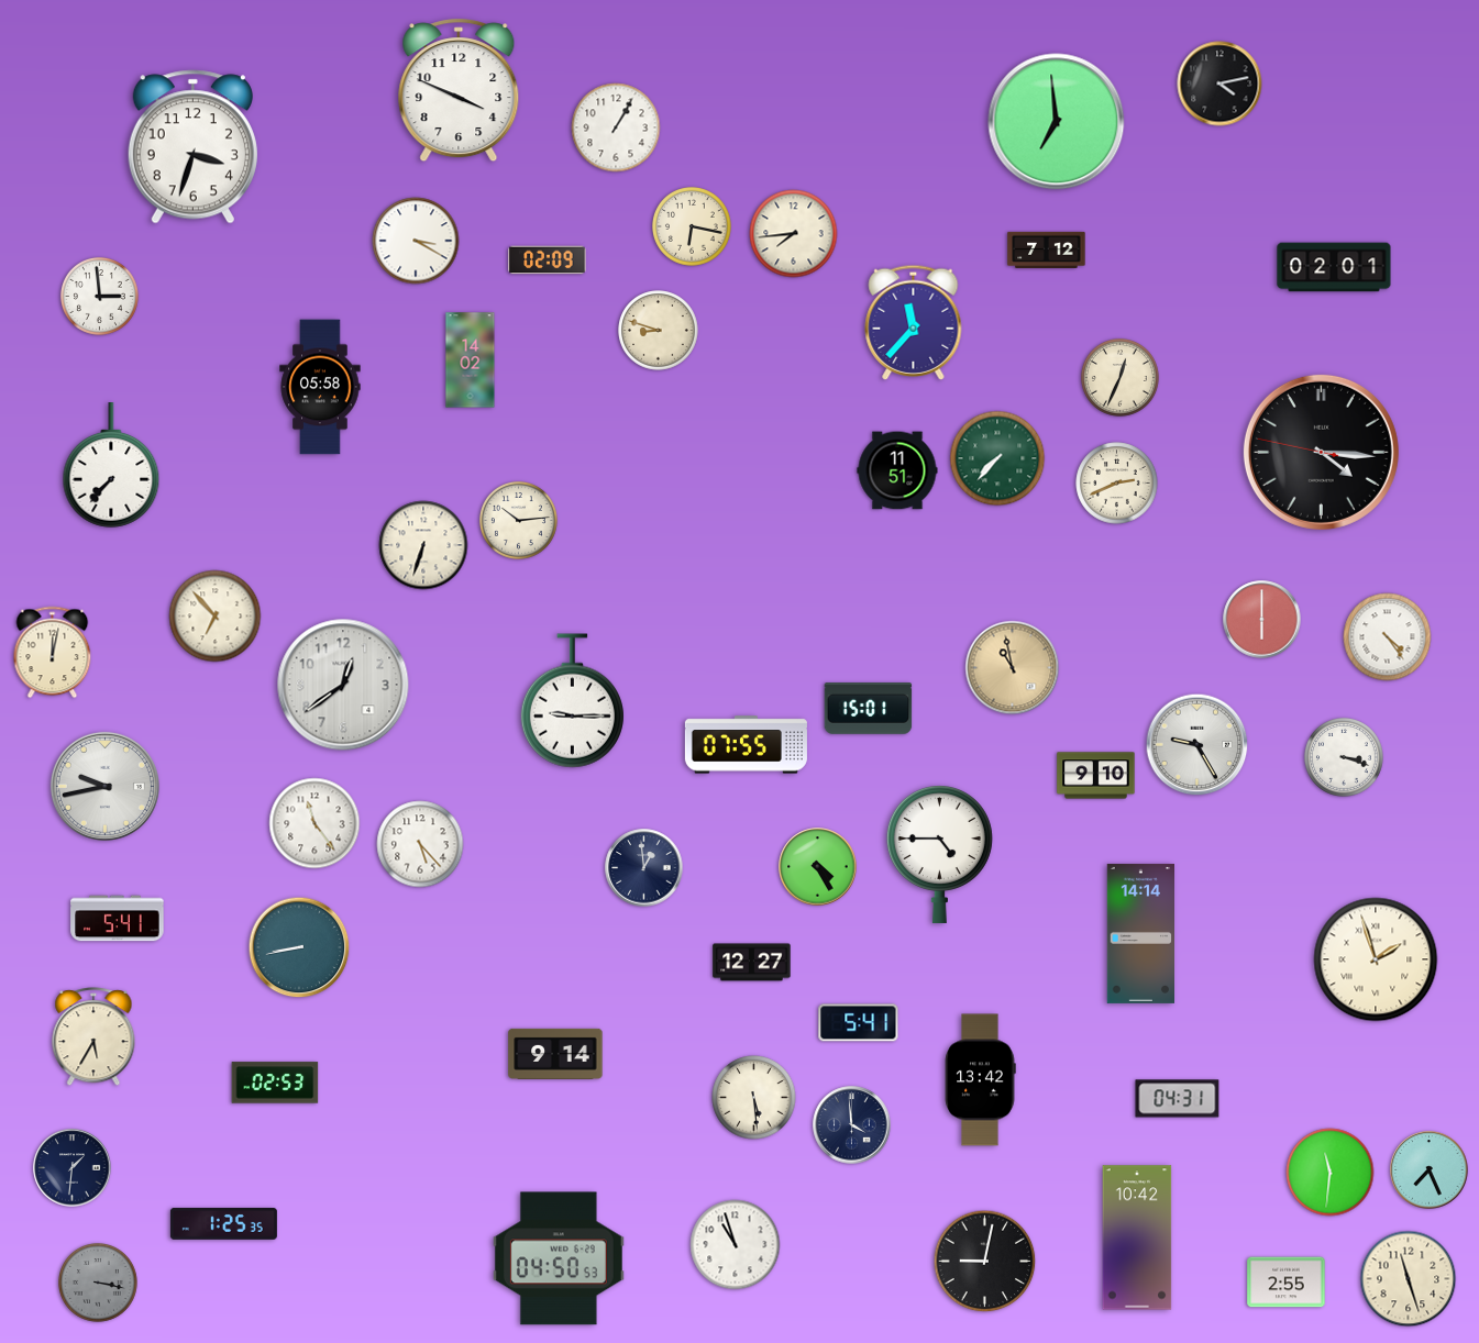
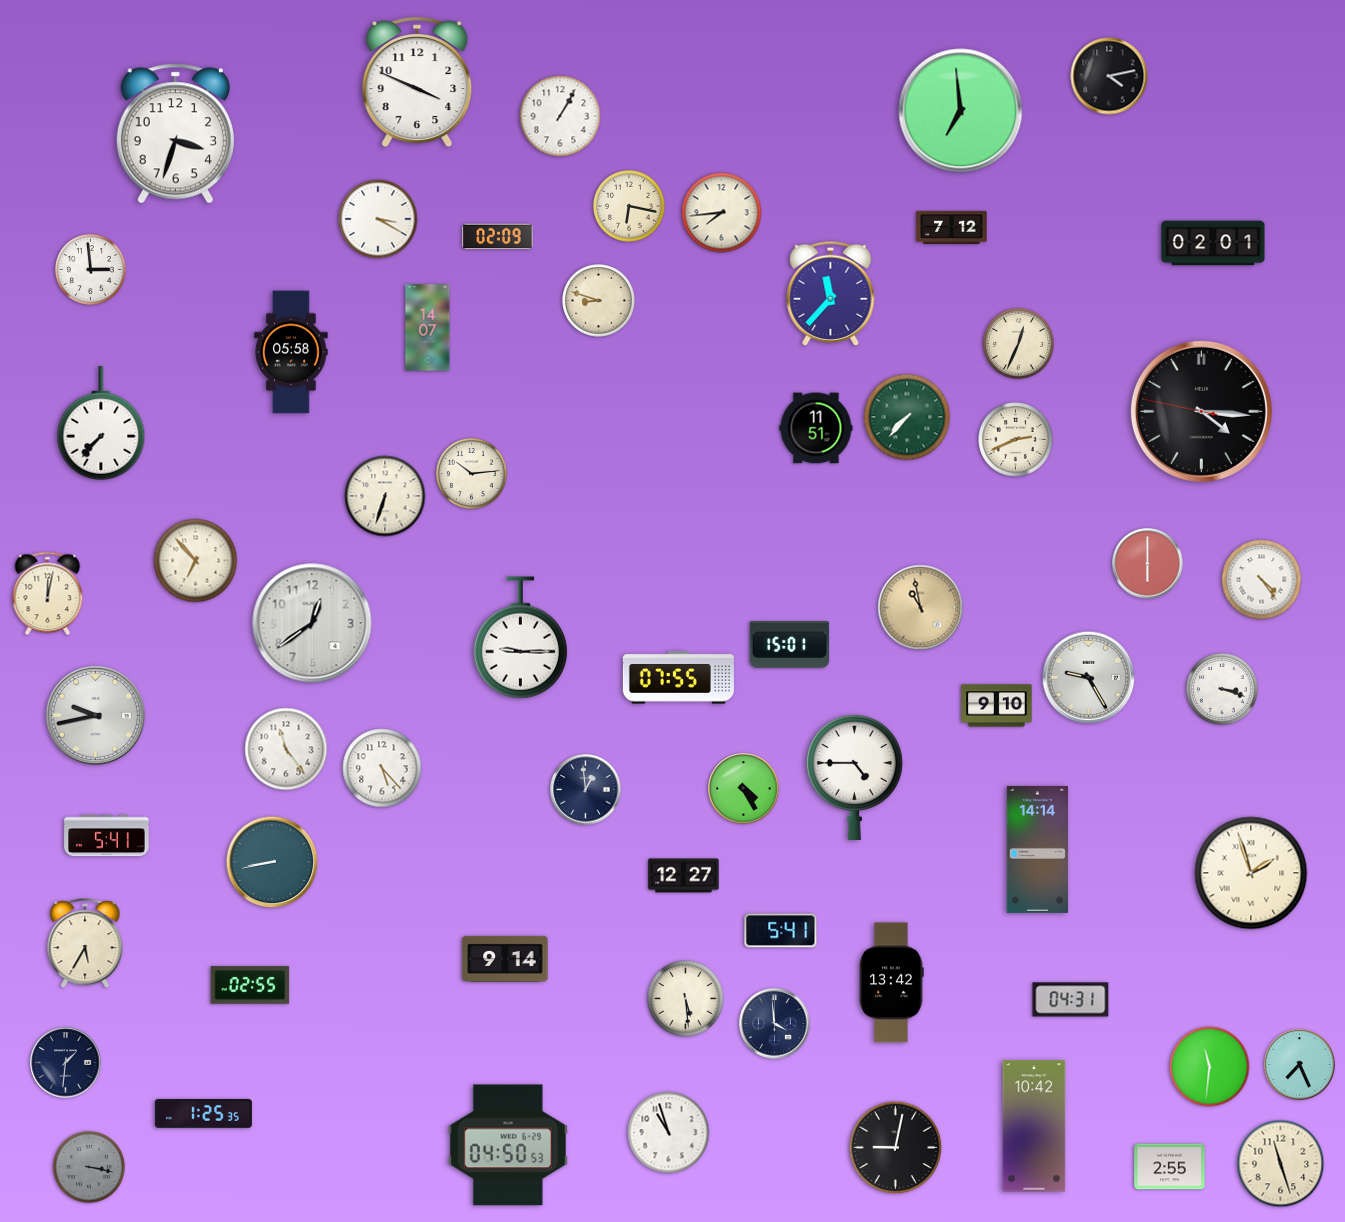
clock at (471, 360): 14:02 -> 14:07
clock at (275, 1083): 02:53 -> 02:55
